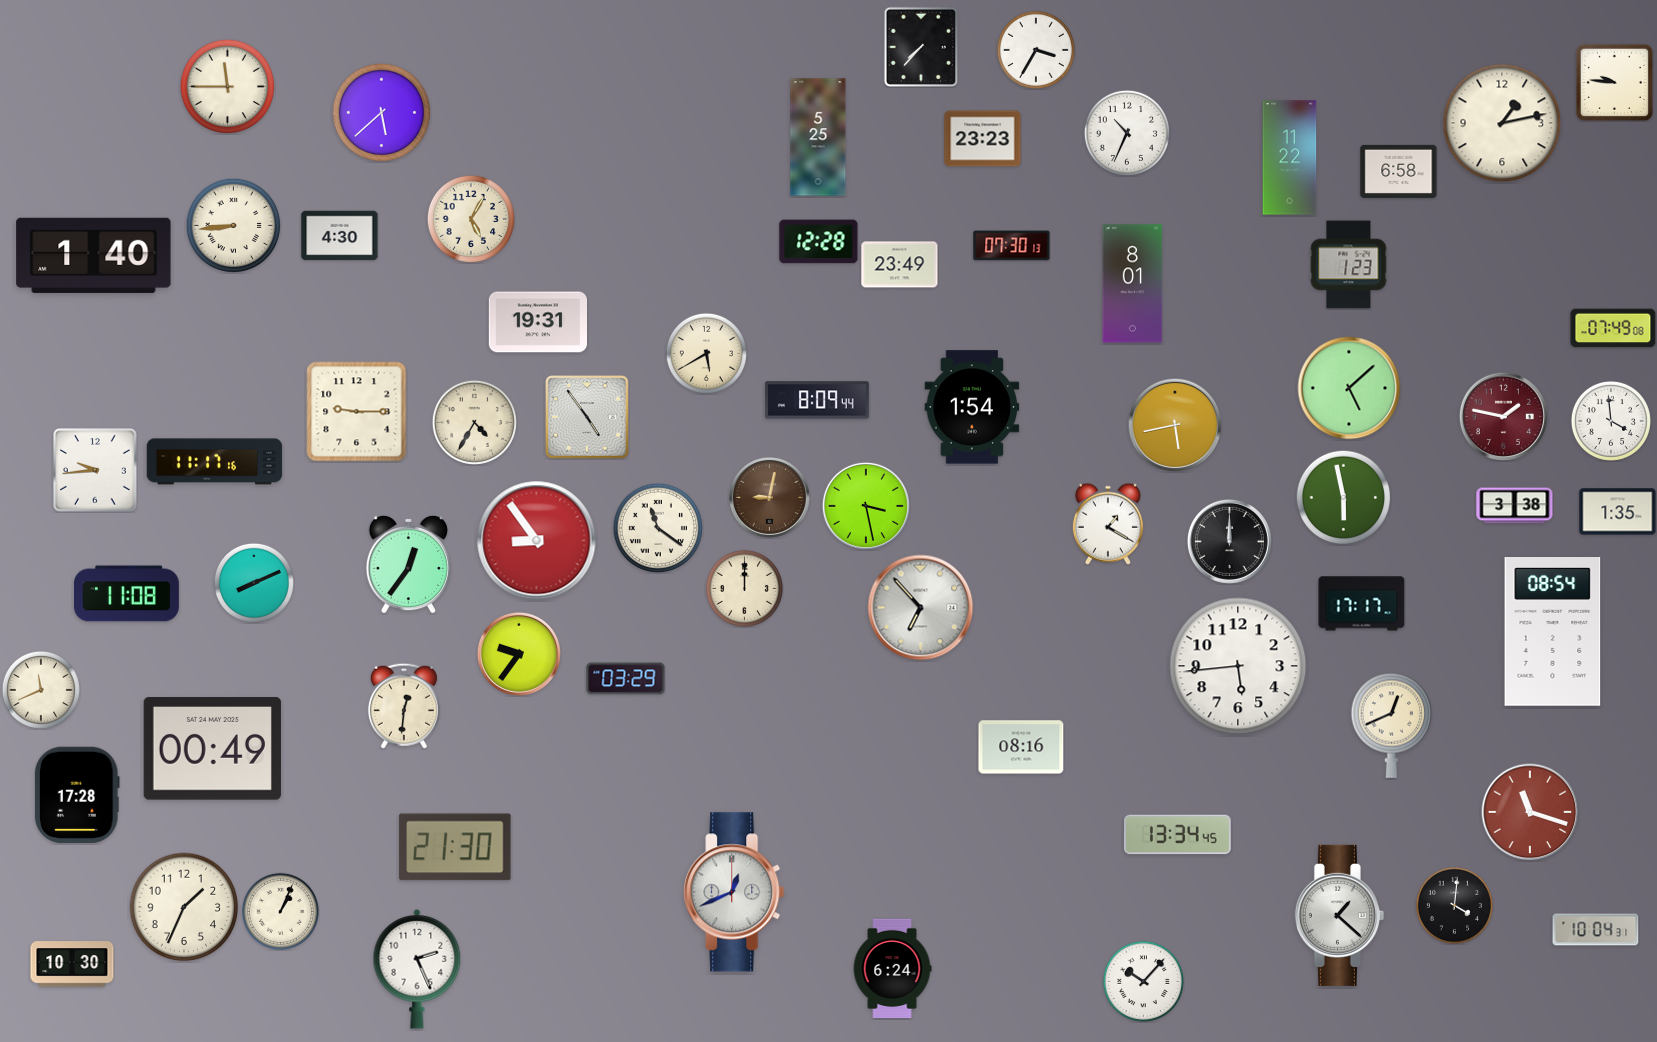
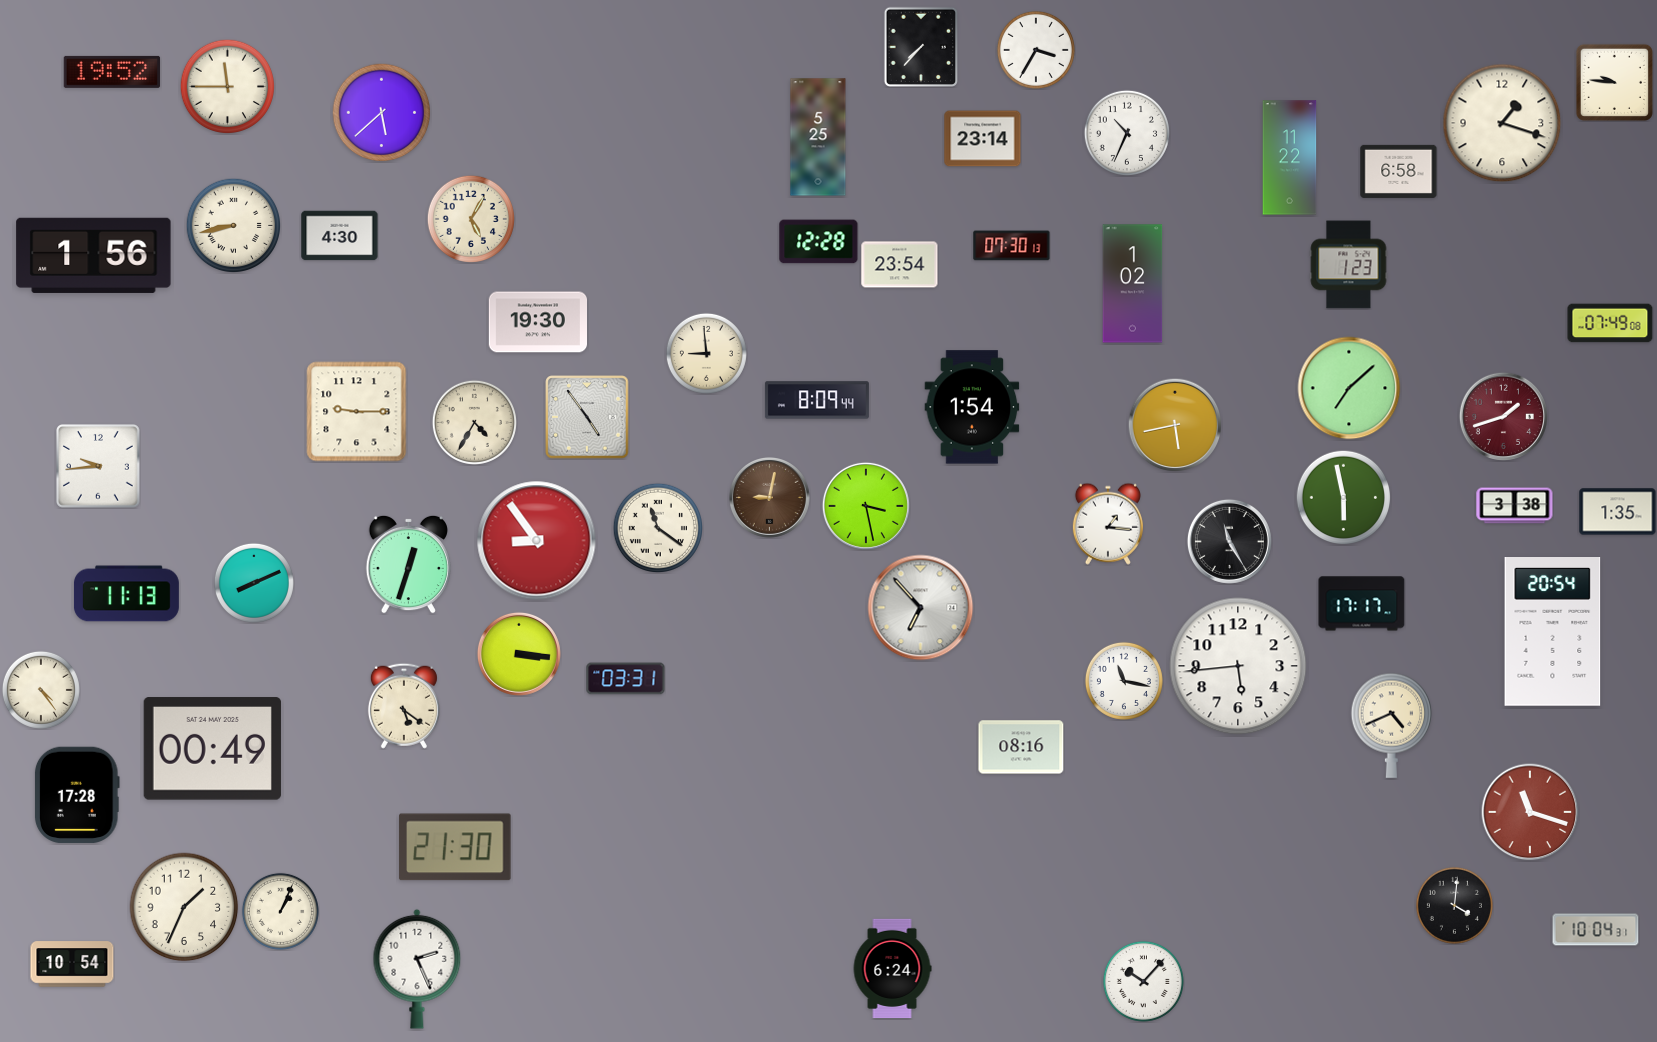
clock at (112, 72): none -> 19:52
clock at (1502, 123): 1:13 -> 1:18
clock at (983, 139): 23:23 -> 23:14
clock at (233, 225): 8:44 -> 8:43
clock at (94, 255): 1:40 -> 1:56
clock at (900, 265): 23:49 -> 23:54
clock at (1133, 284): 8:01 -> 1:02
clock at (537, 322): 19:31 -> 19:30
clock at (1613, 328) position: (1613, 328) -> (1610, 323)
clock at (706, 353): 5:40 -> 8:59
clock at (1349, 388): 5:08 -> 7:08
clock at (1503, 416): 1:47 -> 1:42
clock at (1611, 421): 3:59 -> none
clock at (215, 462): 11:17 -> none
clock at (96, 471) position: (96, 471) -> (99, 467)
clock at (1108, 524): 1:20 -> 1:16
clock at (1229, 541): 12:00 -> 11:25
clock at (408, 564): 12:36 -> 12:33
clock at (744, 588): 12:00 -> none
clock at (126, 594): 11:08 -> 11:13
clock at (1553, 632): 08:54 -> 20:54
clock at (519, 654): 9:36 -> 3:16
clock at (626, 679): 03:29 -> 03:31
clock at (1124, 681): none -> 11:17
clock at (41, 690): 11:41 -> 4:24
clock at (404, 706): 12:31 -> 5:21
clock at (1392, 725): 12:41 -> 4:41
clock at (1178, 835): 13:34 -> none
clock at (734, 892): 12:41 -> none
clock at (1339, 915): 1:22 -> none
clock at (72, 964): 10:30 -> 10:54
